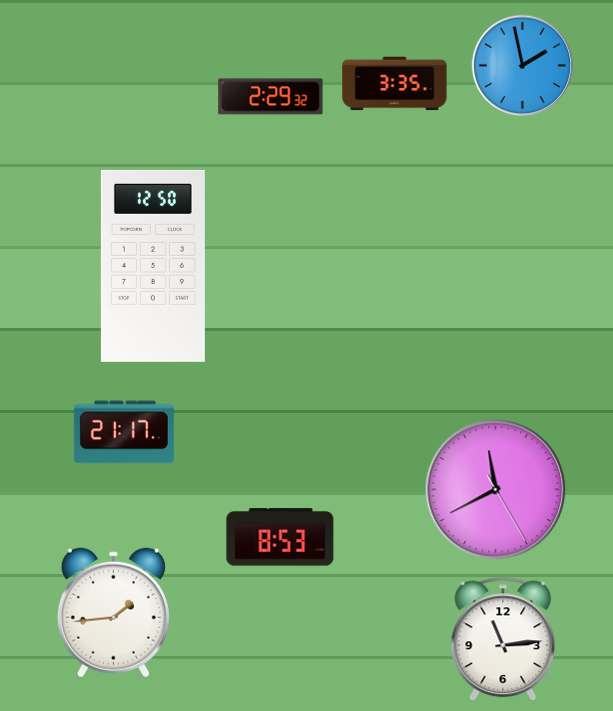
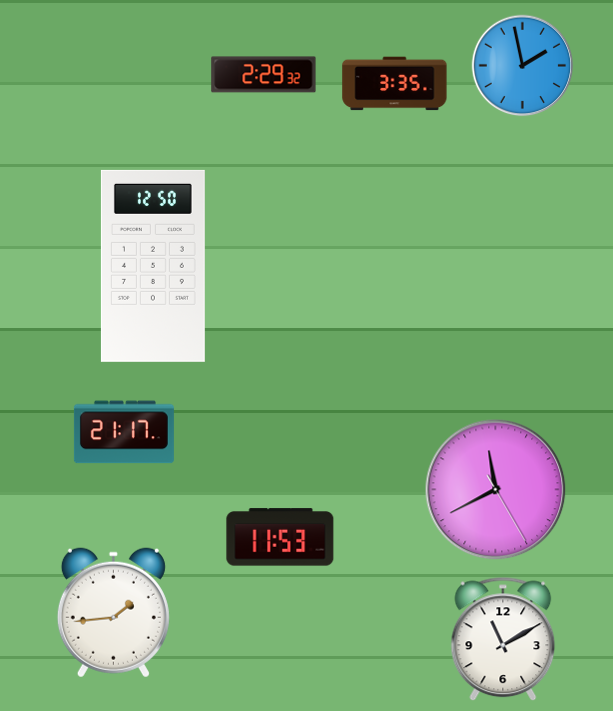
clock at (271, 97) position: (271, 97) -> (264, 75)
clock at (280, 537): 8:53 -> 11:53
clock at (503, 639): 11:14 -> 11:10
